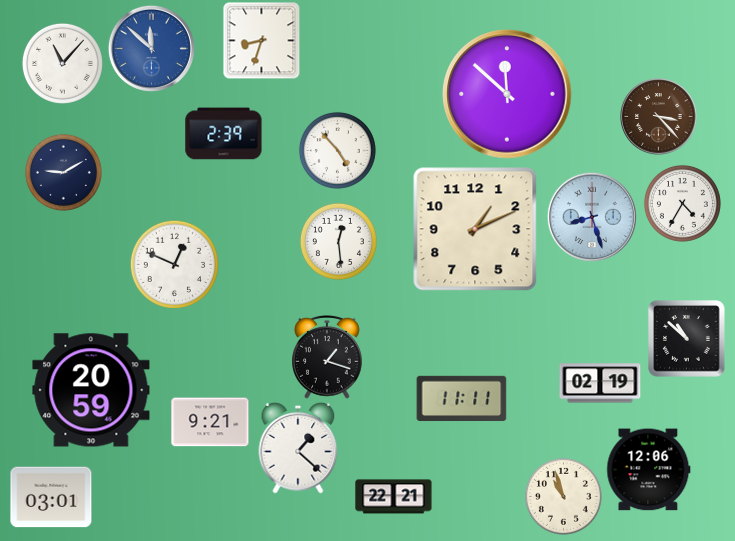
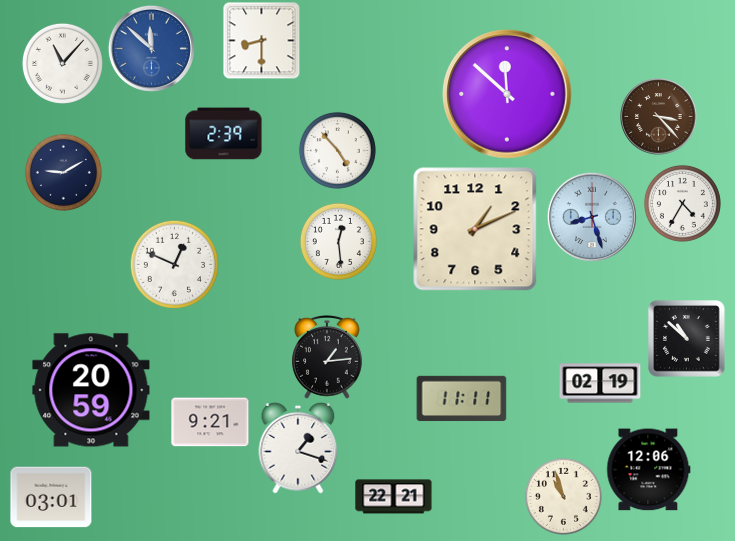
clock at (261, 40): 8:33 -> 8:30
clock at (327, 358): 1:18 -> 1:14
clock at (298, 448): 1:22 -> 1:18
